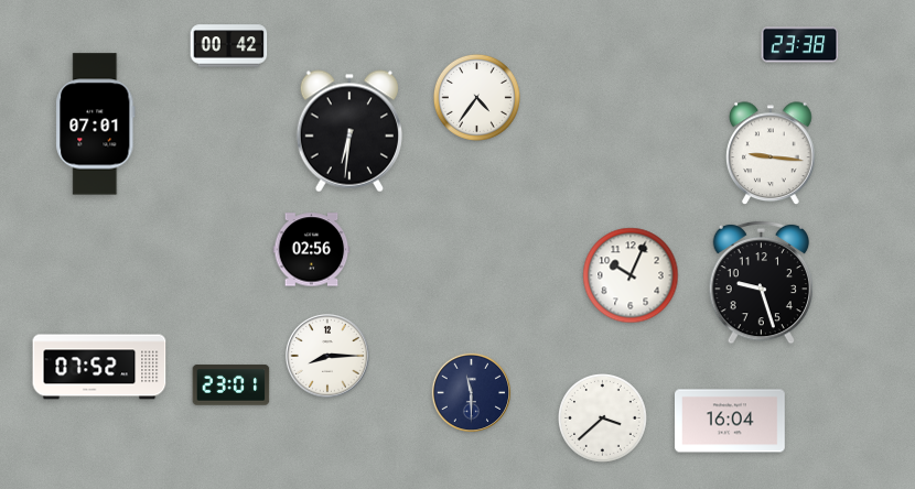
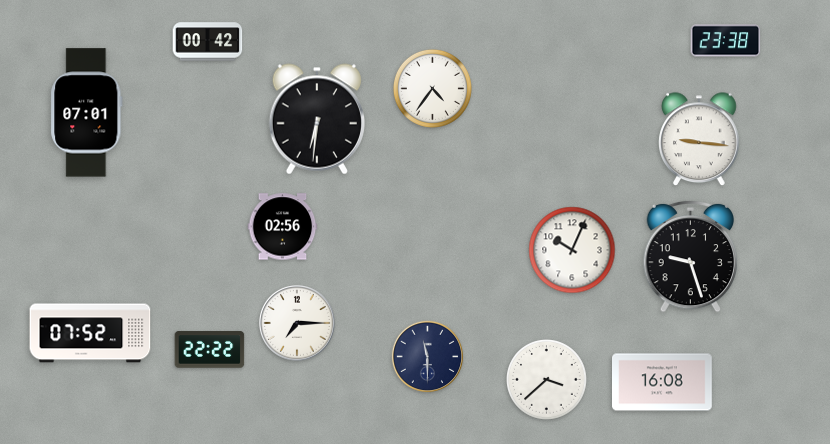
clock at (327, 356): 8:15 -> 7:15
clock at (232, 385): 23:01 -> 22:22
clock at (731, 421): 16:04 -> 16:08
